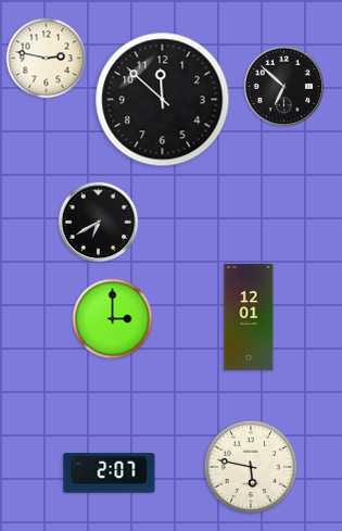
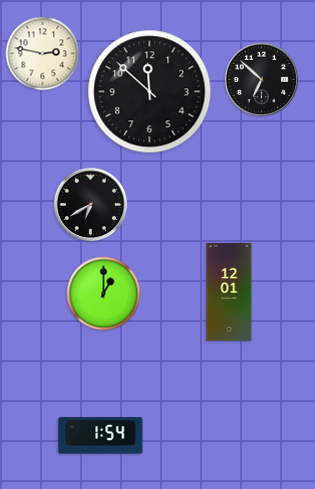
clock at (113, 319): 3:00 -> 1:00
clock at (251, 467): 5:47 -> none
clock at (110, 473): 2:07 -> 1:54
